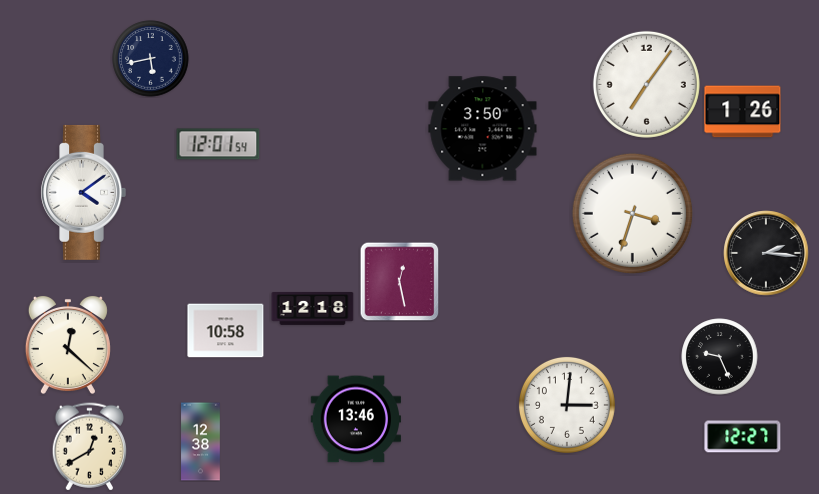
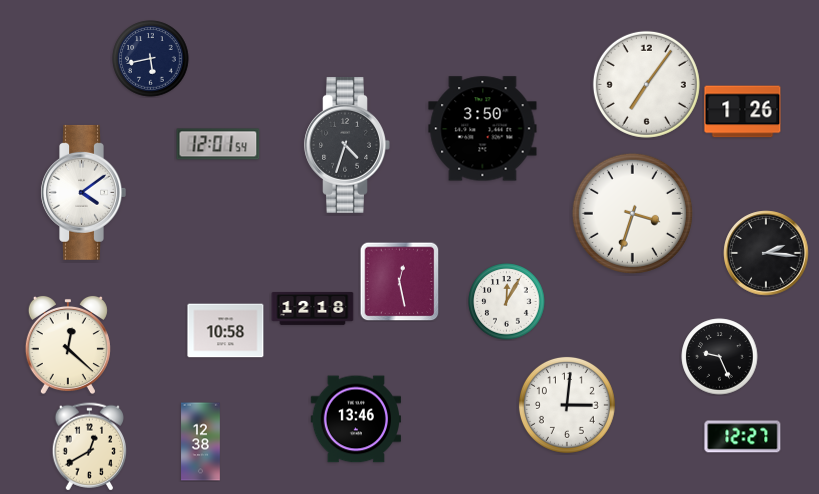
clock at (347, 145): none -> 4:33
clock at (507, 302): none -> 12:05
